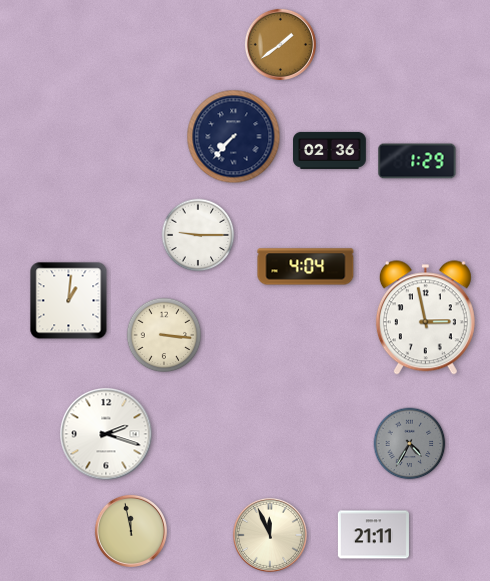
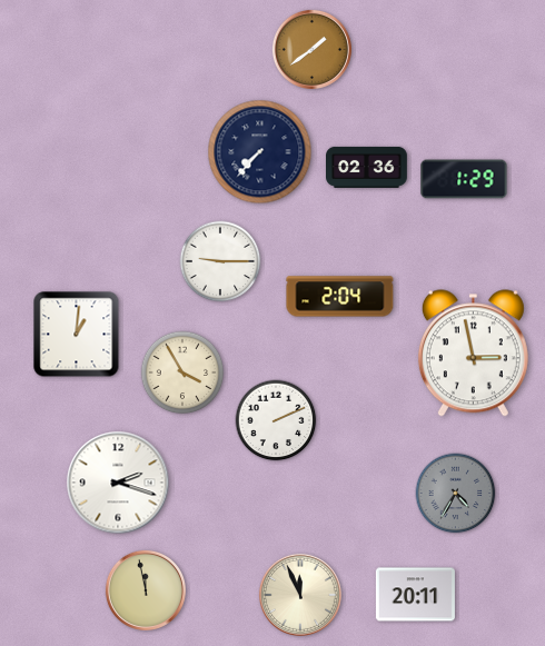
clock at (306, 267): 4:04 -> 2:04
clock at (164, 335): 3:16 -> 3:55
clock at (276, 420): none -> 2:11
clock at (373, 535): 21:11 -> 20:11
